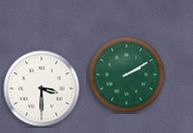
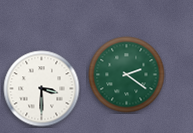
clock at (127, 75): 2:10 -> 2:21
